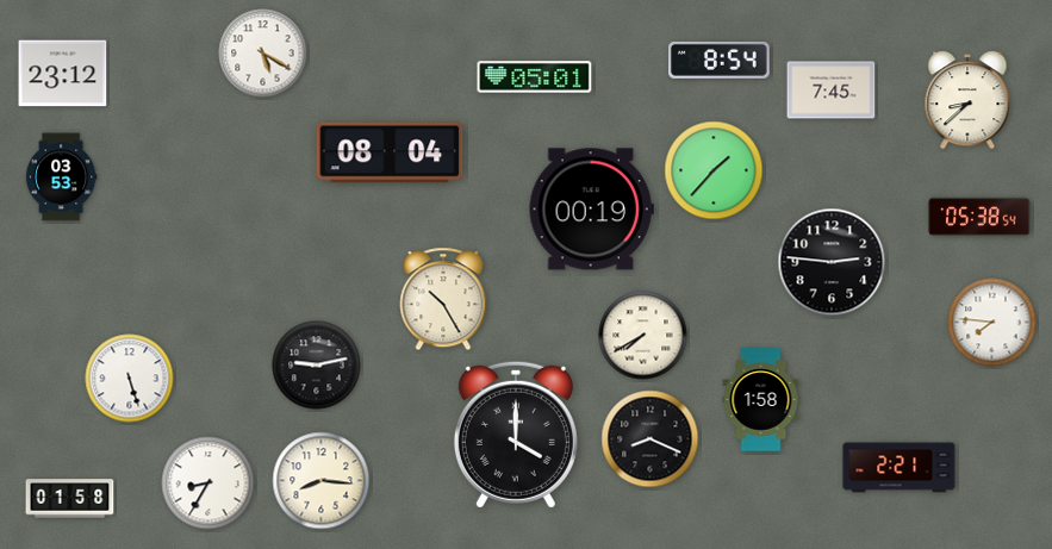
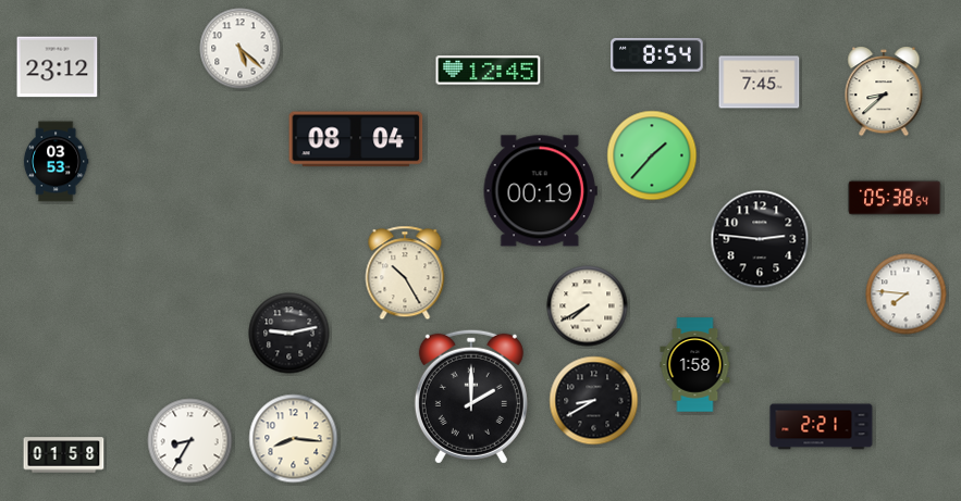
clock at (263, 54): 5:20 -> 5:22
clock at (535, 77): 05:01 -> 12:45
clock at (130, 379): 5:27 -> none
clock at (516, 435): 4:00 -> 2:00
clock at (651, 439): 8:19 -> 8:40
